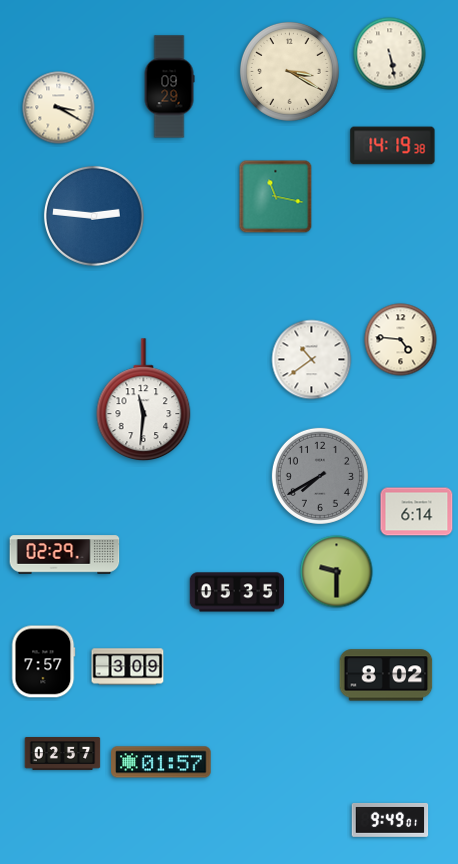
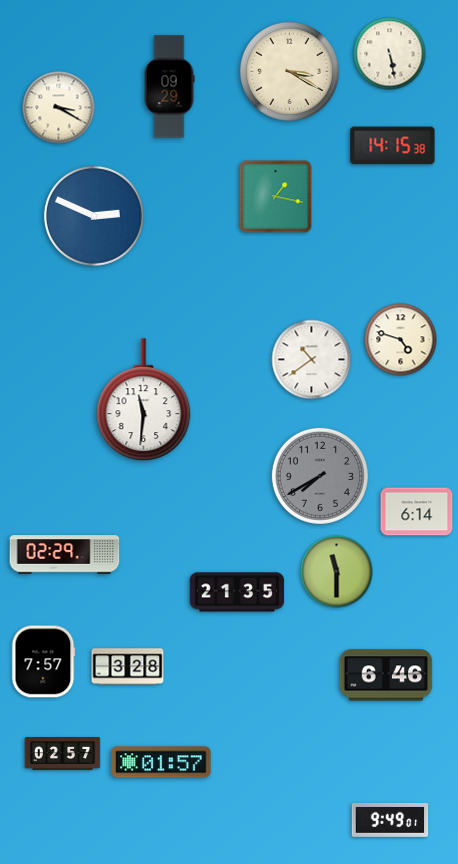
clock at (393, 146): 14:19 -> 14:15
clock at (276, 197): 11:17 -> 1:17
clock at (94, 216): 2:46 -> 2:49
clock at (401, 340): 4:46 -> 4:48
clock at (337, 572): 9:30 -> 11:30
clock at (237, 592): 05:35 -> 21:35
clock at (128, 667): 3:09 -> 3:28
clock at (386, 675): 8:02 -> 6:46
